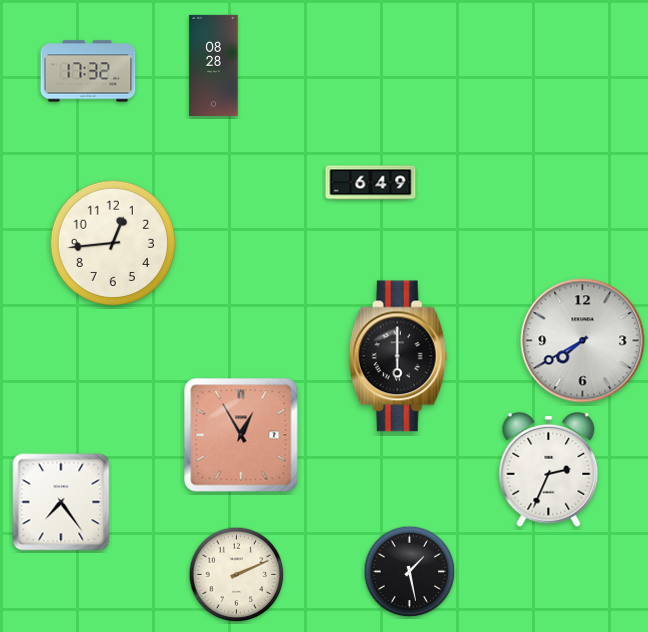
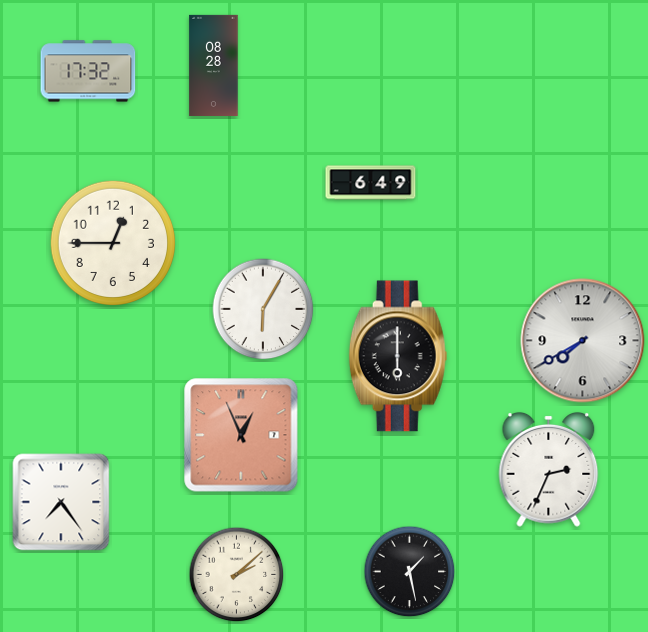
clock at (112, 242): 12:44 -> 12:45
clock at (263, 309): none -> 6:05
clock at (241, 435): 12:55 -> 12:56
clock at (237, 575): 2:11 -> 2:08
